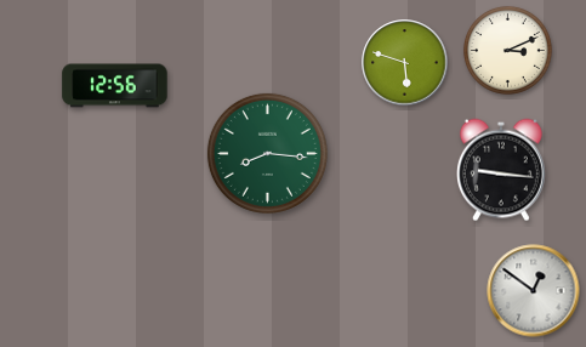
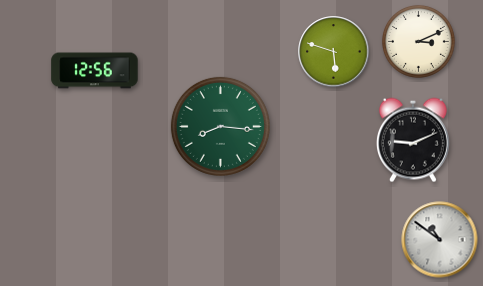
clock at (501, 170): 9:16 -> 9:11
clock at (534, 291): 12:51 -> 10:51
